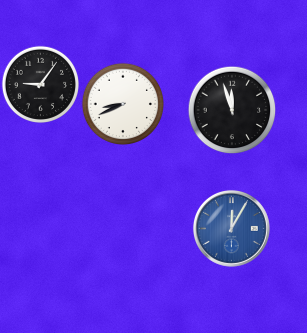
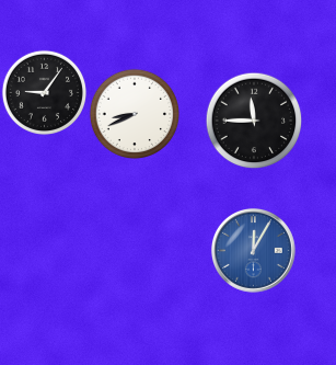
clock at (232, 110): 11:57 -> 11:45
